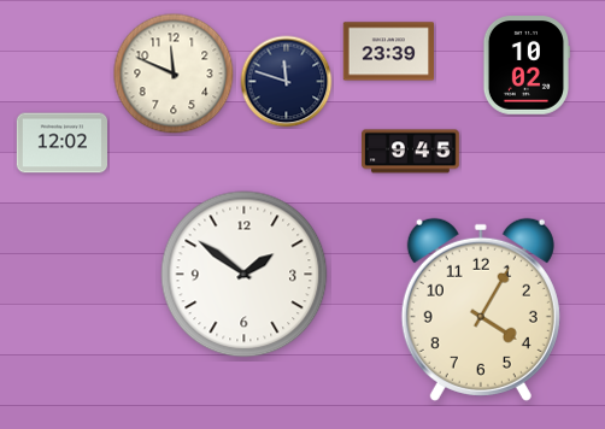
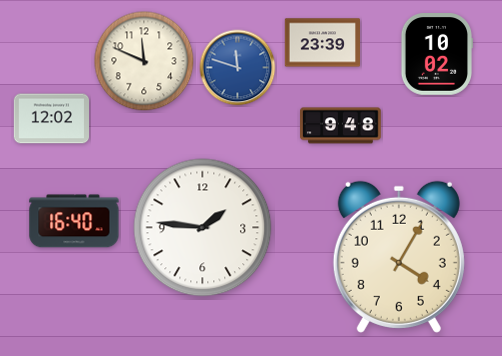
clock at (287, 82) dial: navy -> blue
clock at (411, 152): 9:45 -> 9:48
clock at (74, 221): none -> 16:40
clock at (245, 275): 1:51 -> 1:46
